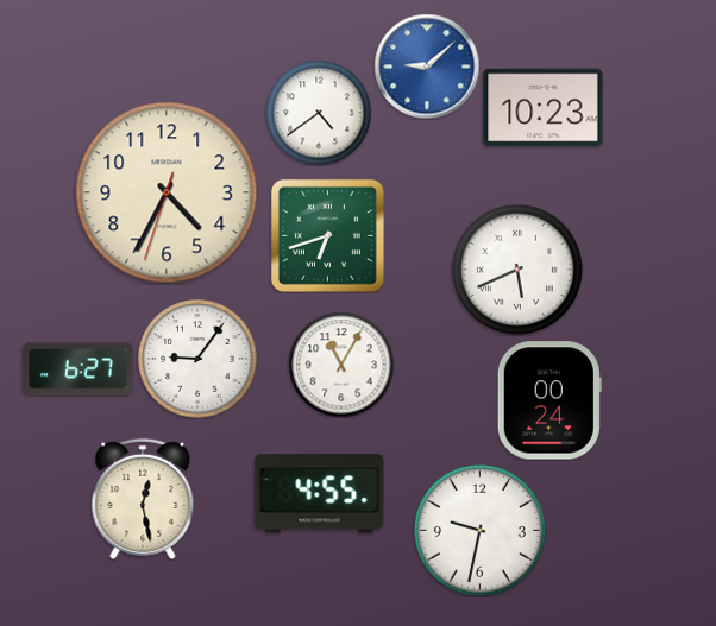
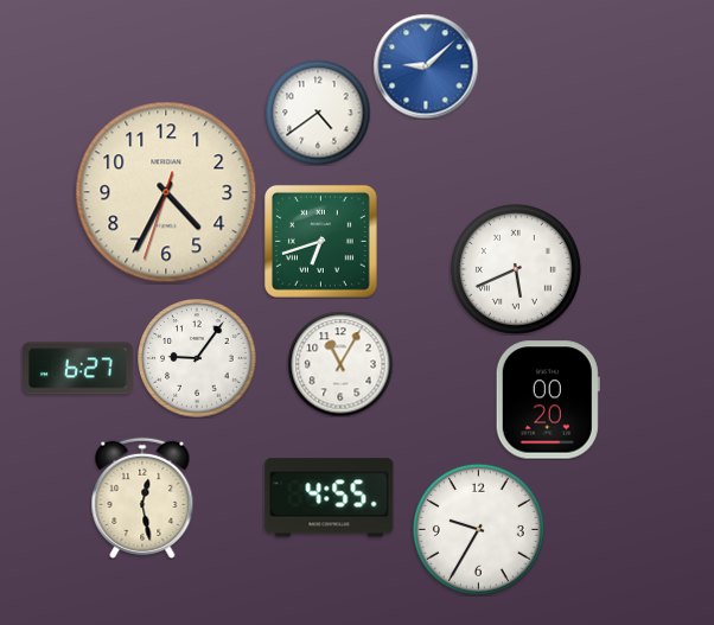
clock at (544, 108): 10:23 -> none
clock at (327, 235) position: (327, 235) -> (320, 241)
clock at (549, 400): 00:24 -> 00:20
clock at (320, 494) position: (320, 494) -> (330, 498)
clock at (479, 530): 9:32 -> 9:35
